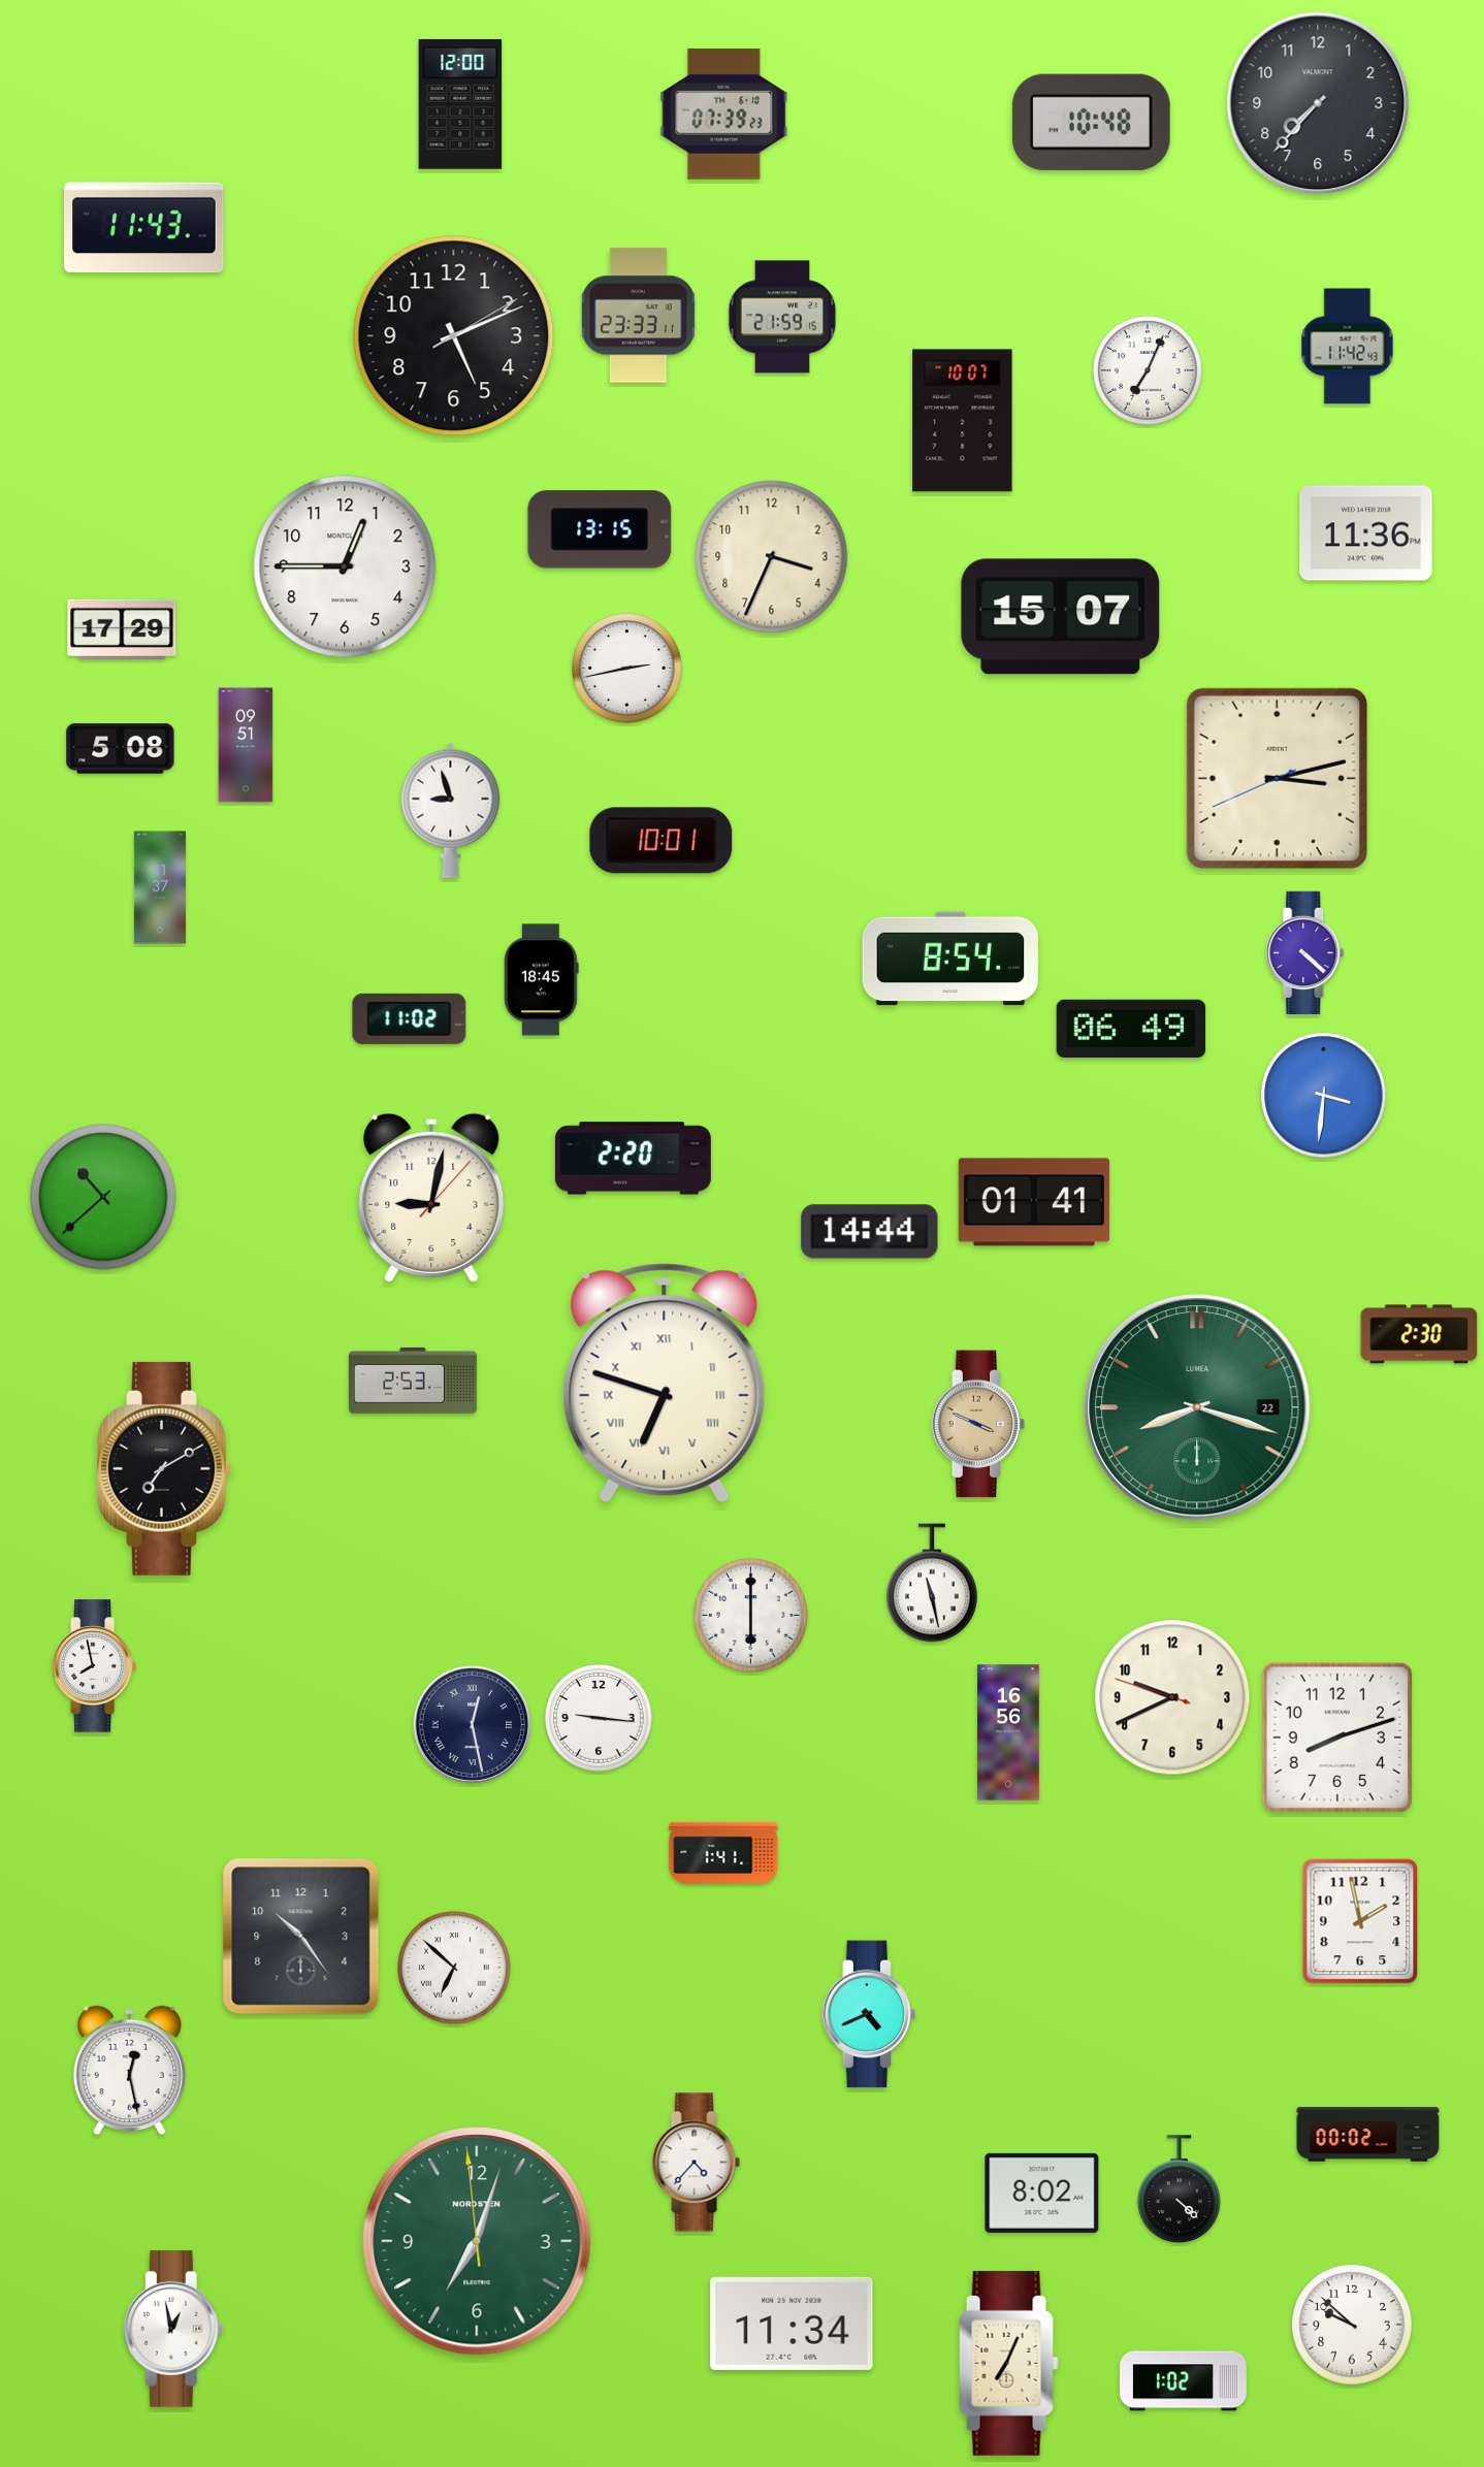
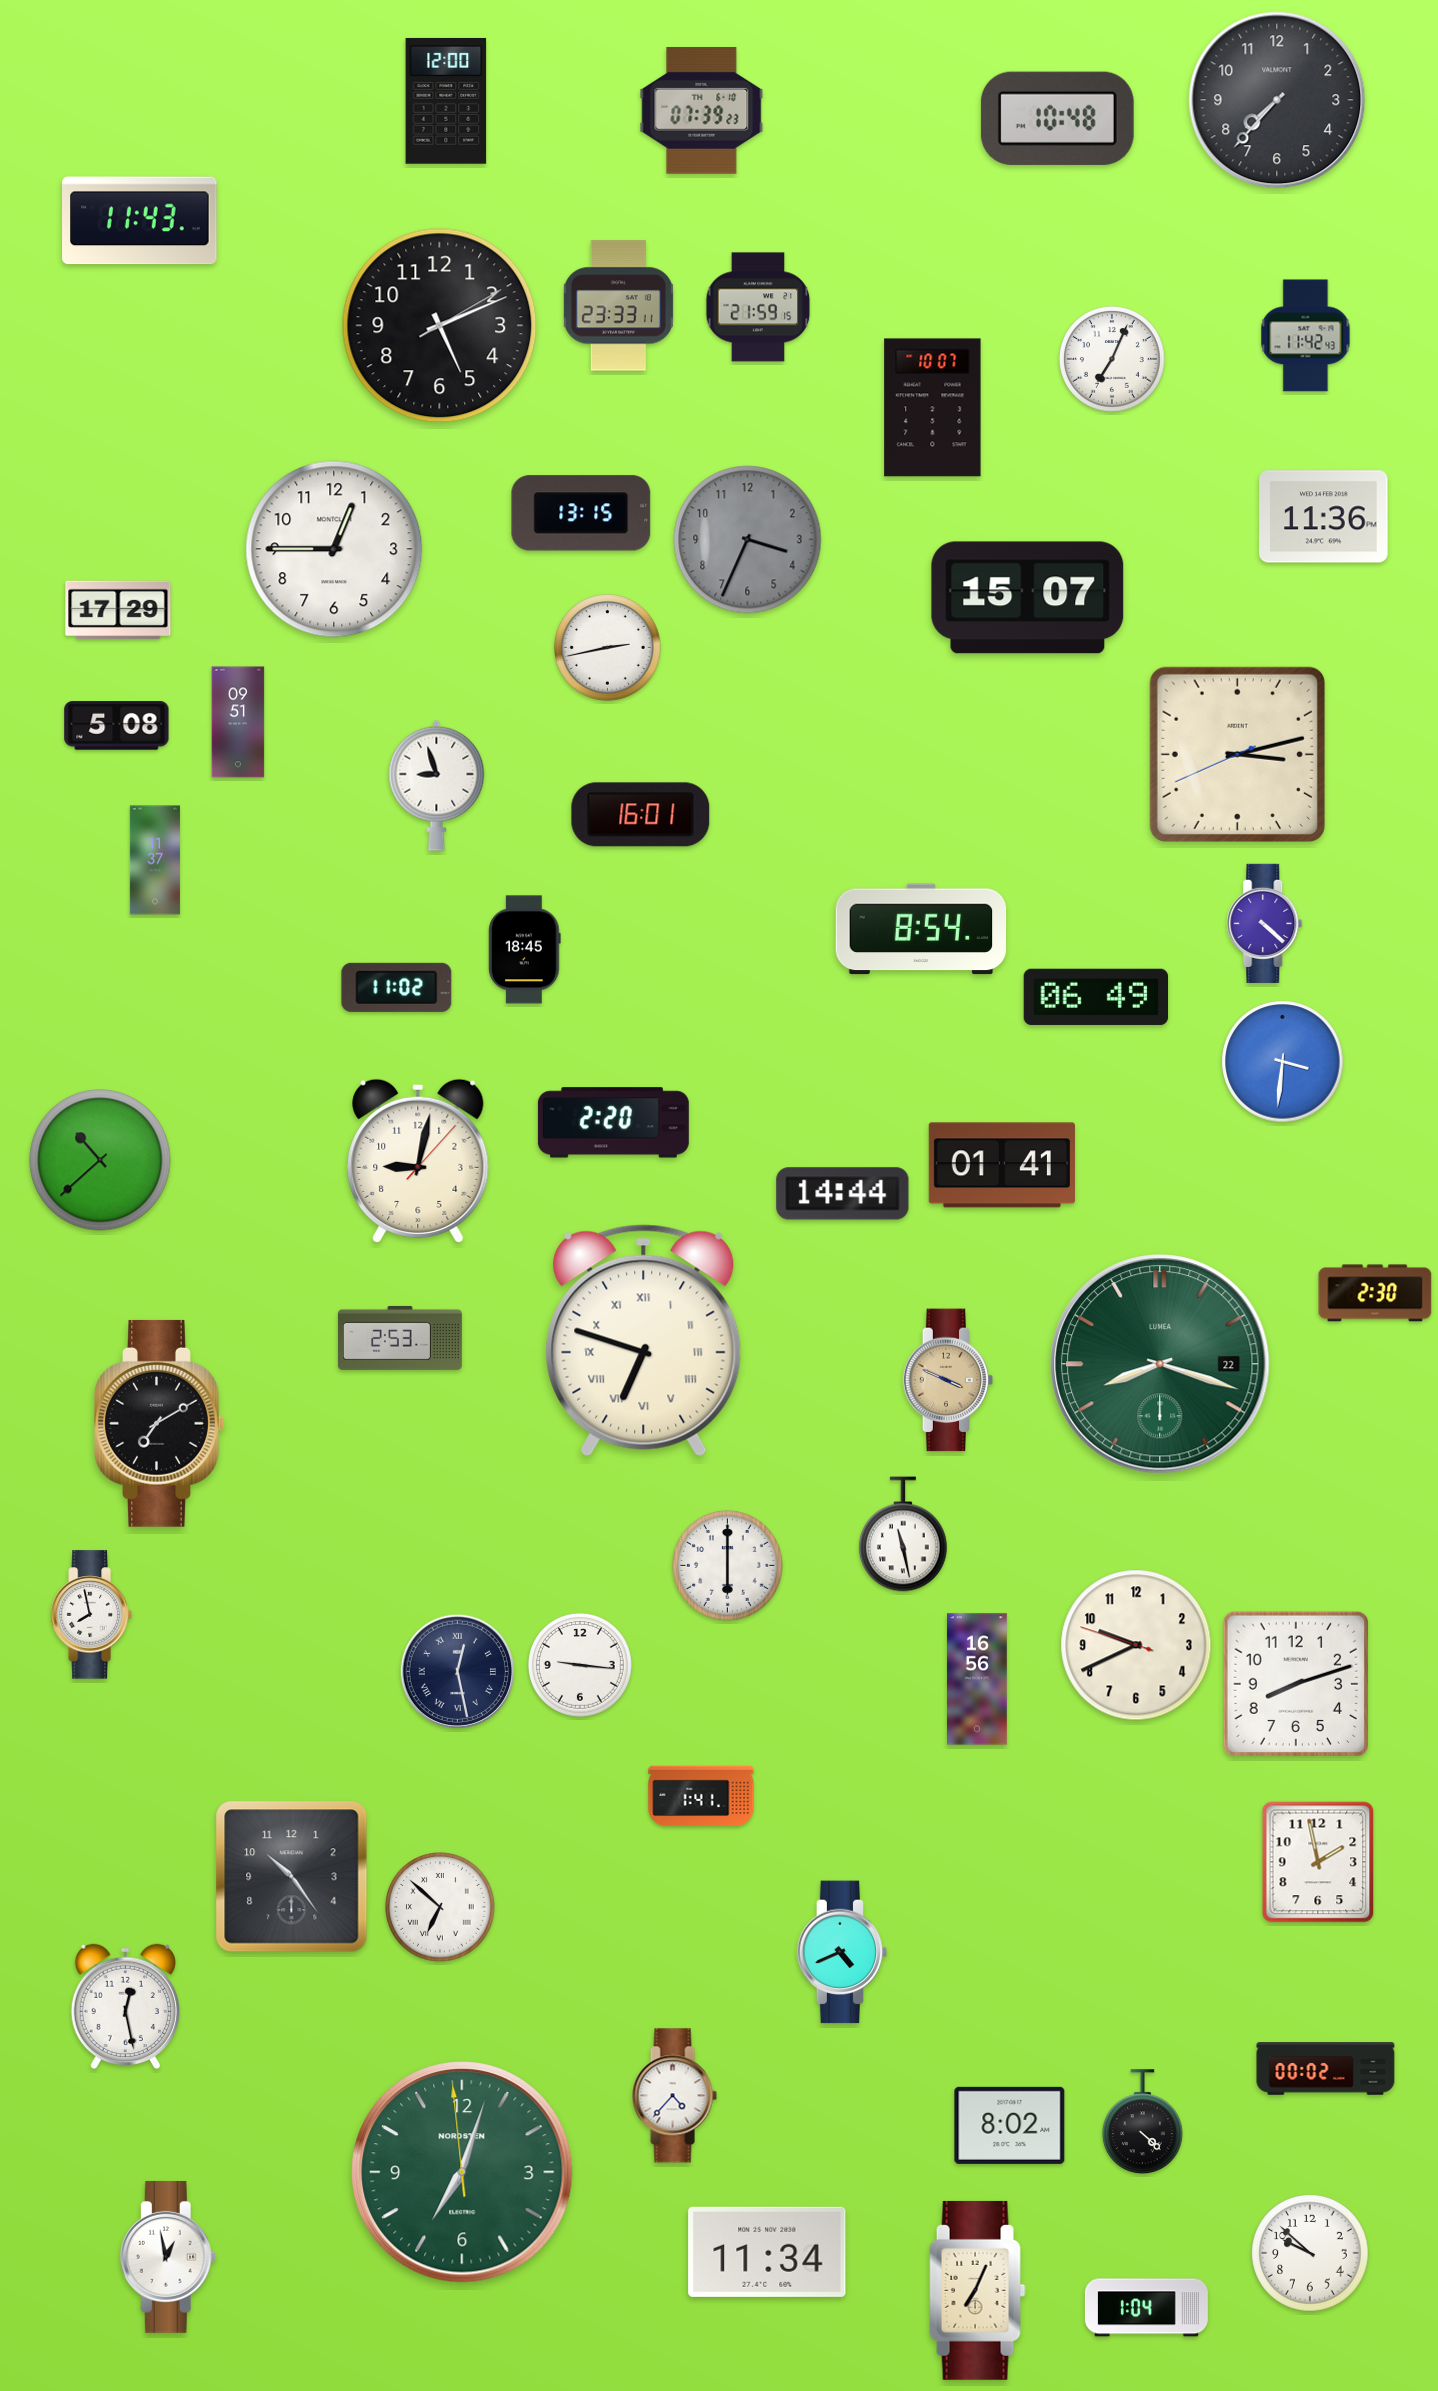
clock at (772, 557) dial: cream -> grey
clock at (662, 841): 10:01 -> 16:01
clock at (1183, 2381): 1:02 -> 1:04
